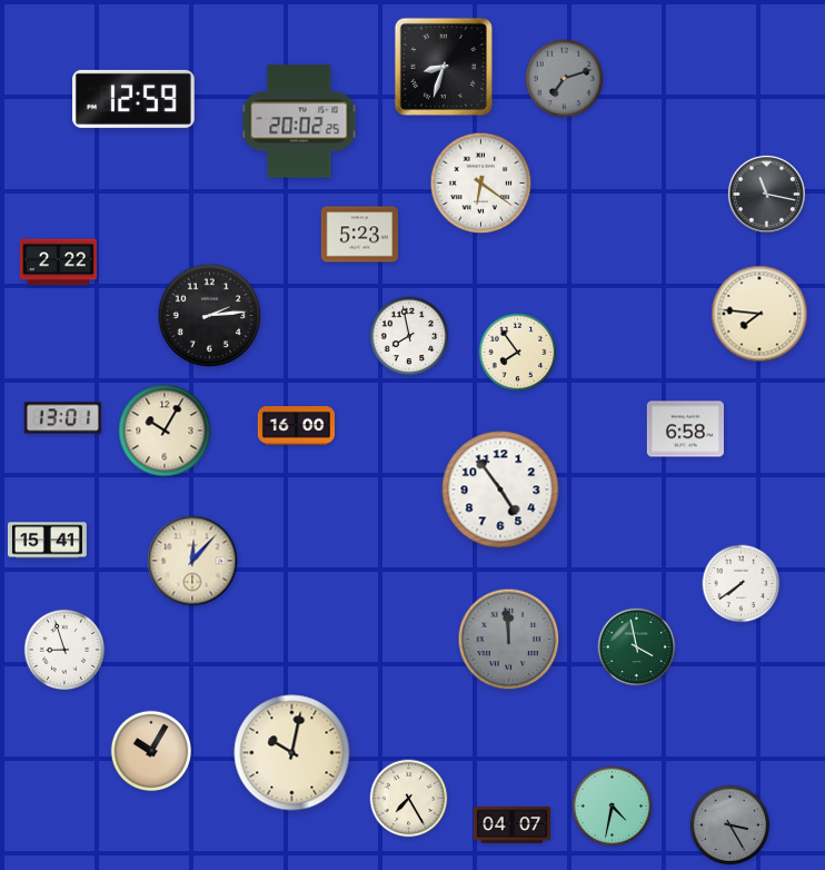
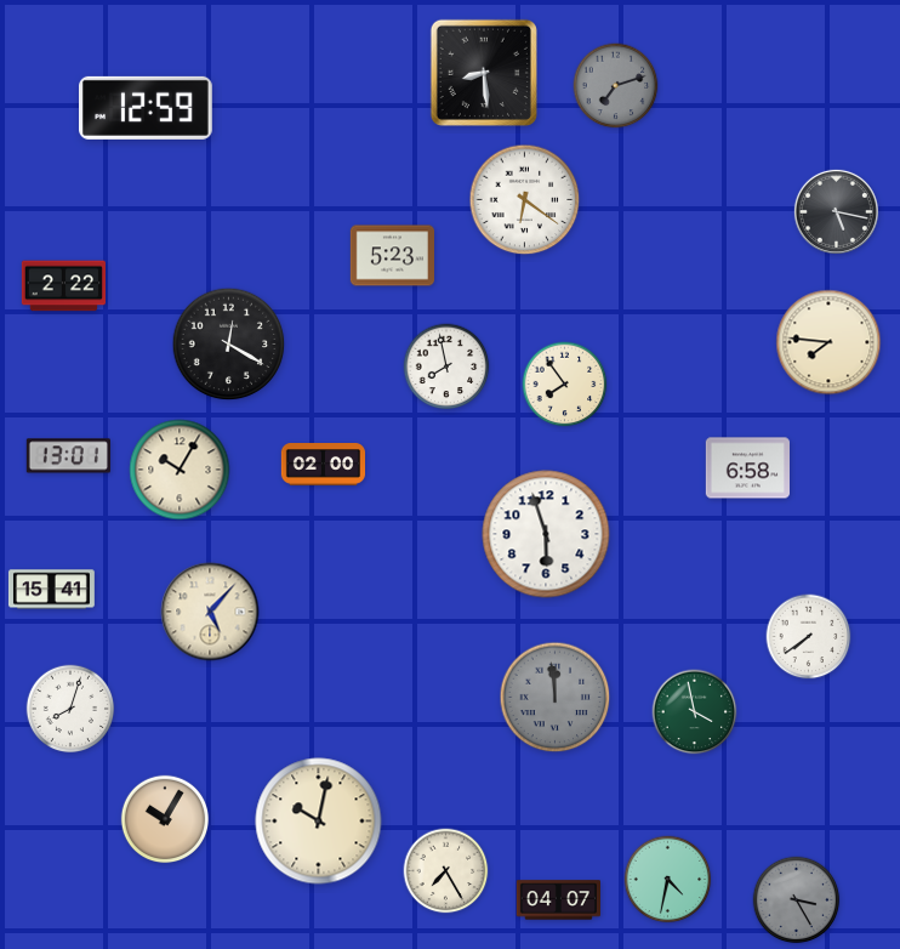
clock at (444, 67): 8:33 -> 8:29
clock at (299, 121): 20:02 -> none
clock at (766, 194): 11:17 -> 5:17
clock at (210, 316): 2:14 -> 12:20
clock at (296, 426): 16:00 -> 02:00
clock at (500, 490): 4:54 -> 5:57
clock at (192, 561): 12:07 -> 5:07
clock at (637, 647) position: (637, 647) -> (695, 712)
clock at (64, 650): 8:57 -> 8:03
